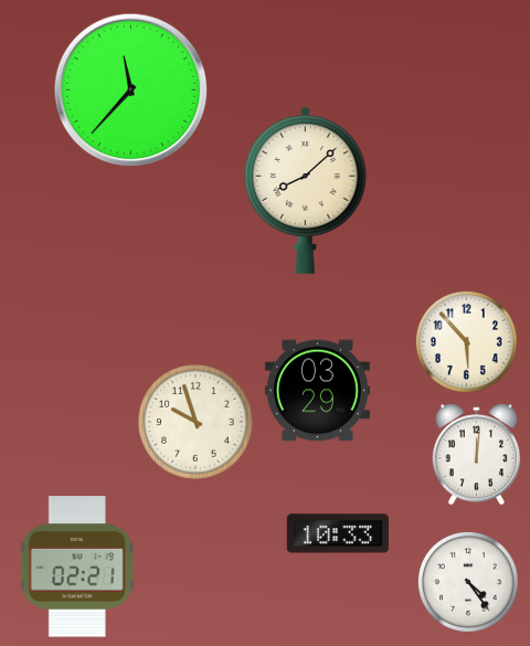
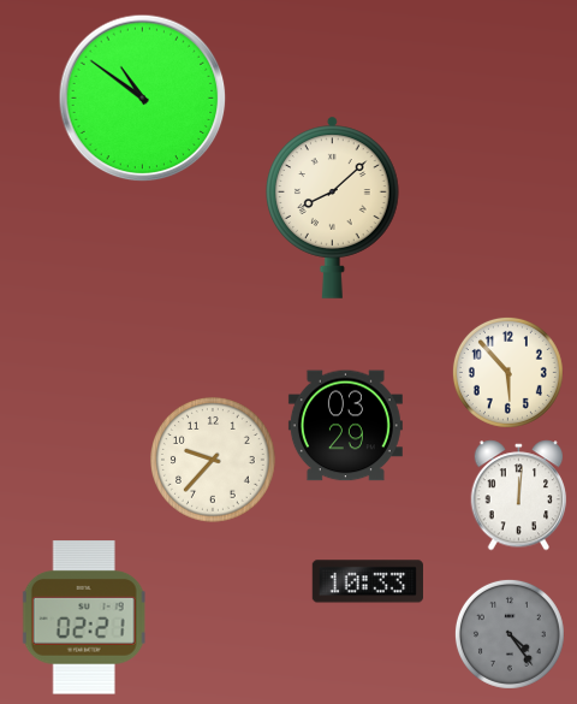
clock at (131, 91): 11:37 -> 10:51
clock at (197, 423): 9:57 -> 9:37
clock at (468, 582) dial: white -> grey
